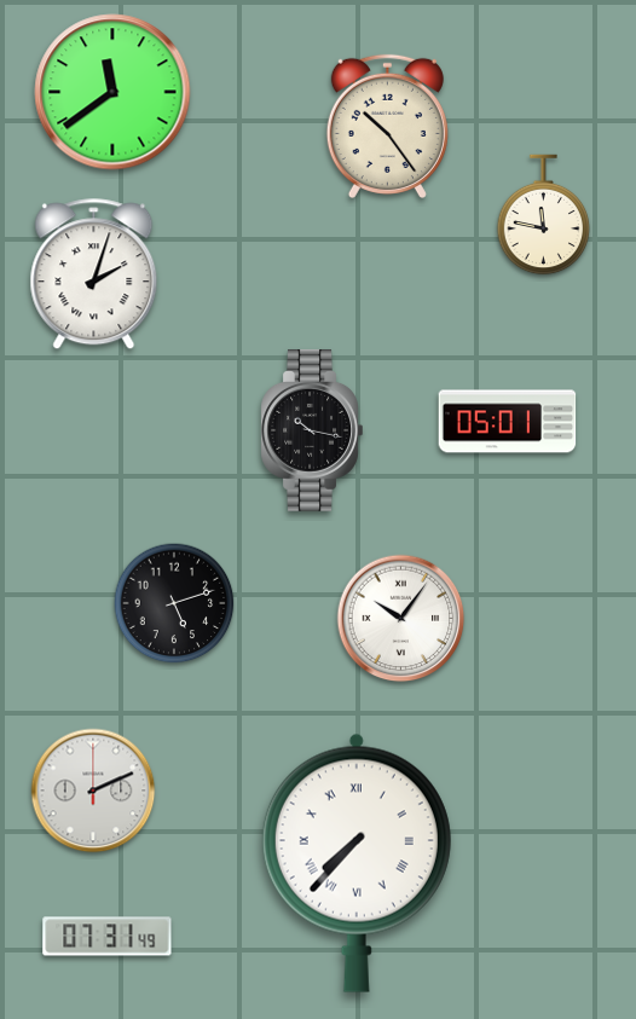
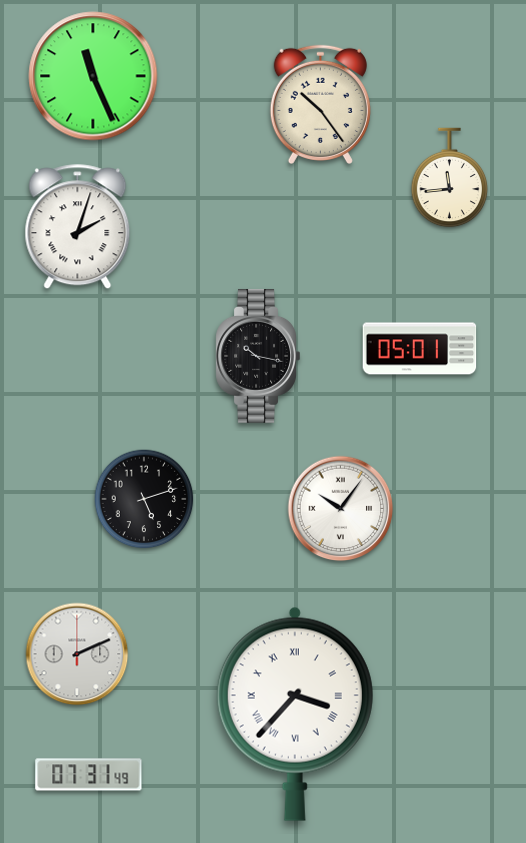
clock at (112, 92): 11:39 -> 11:26
clock at (544, 215): 11:47 -> 11:44
clock at (401, 619) position: (401, 619) -> (341, 509)
clock at (357, 863): 7:37 -> 3:37
